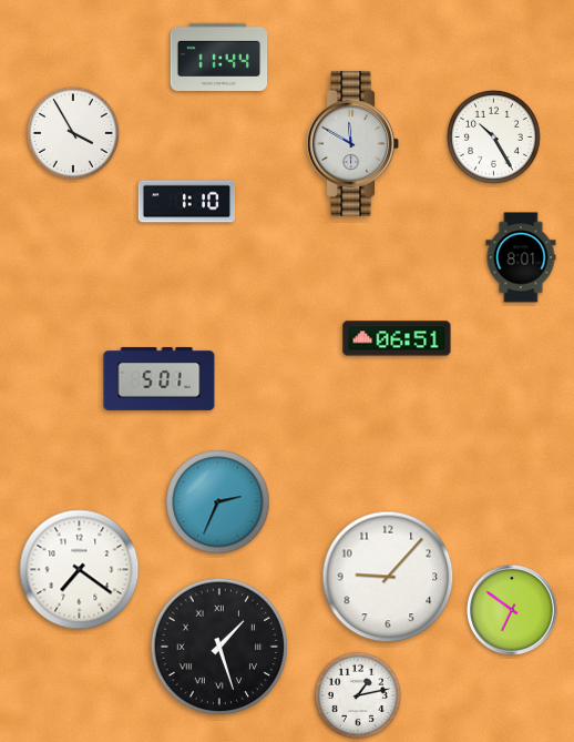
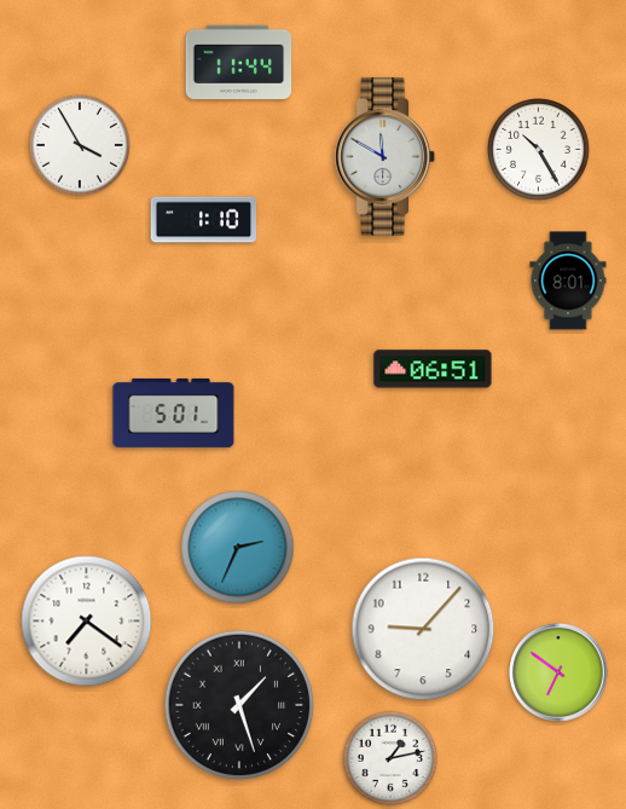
clock at (512, 610) position: (512, 610) -> (558, 672)
